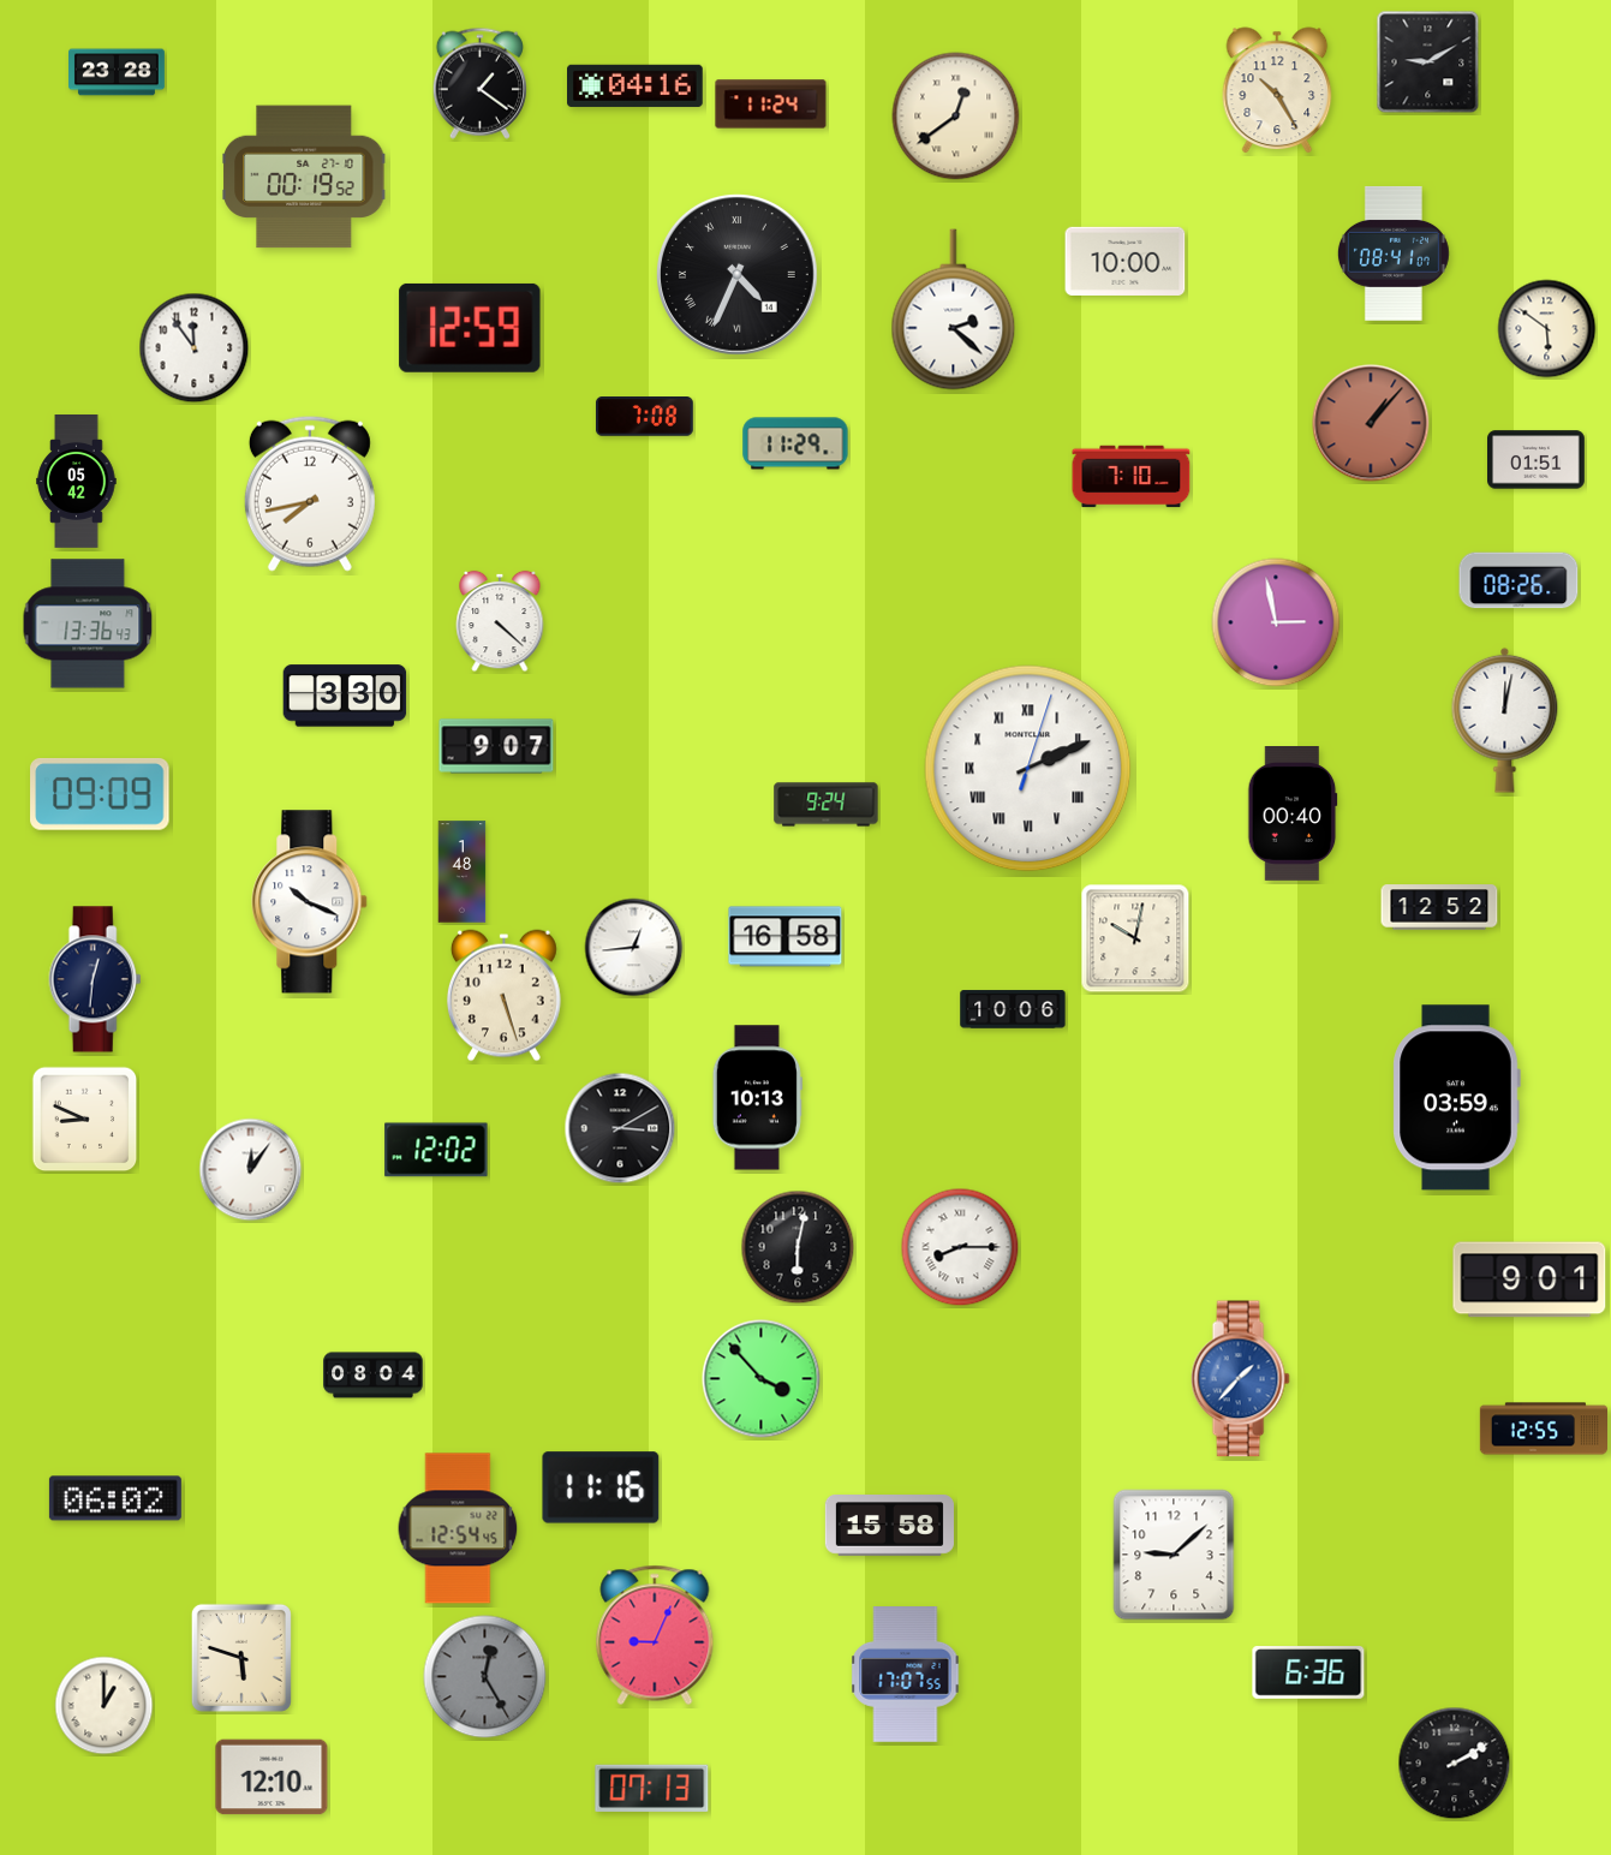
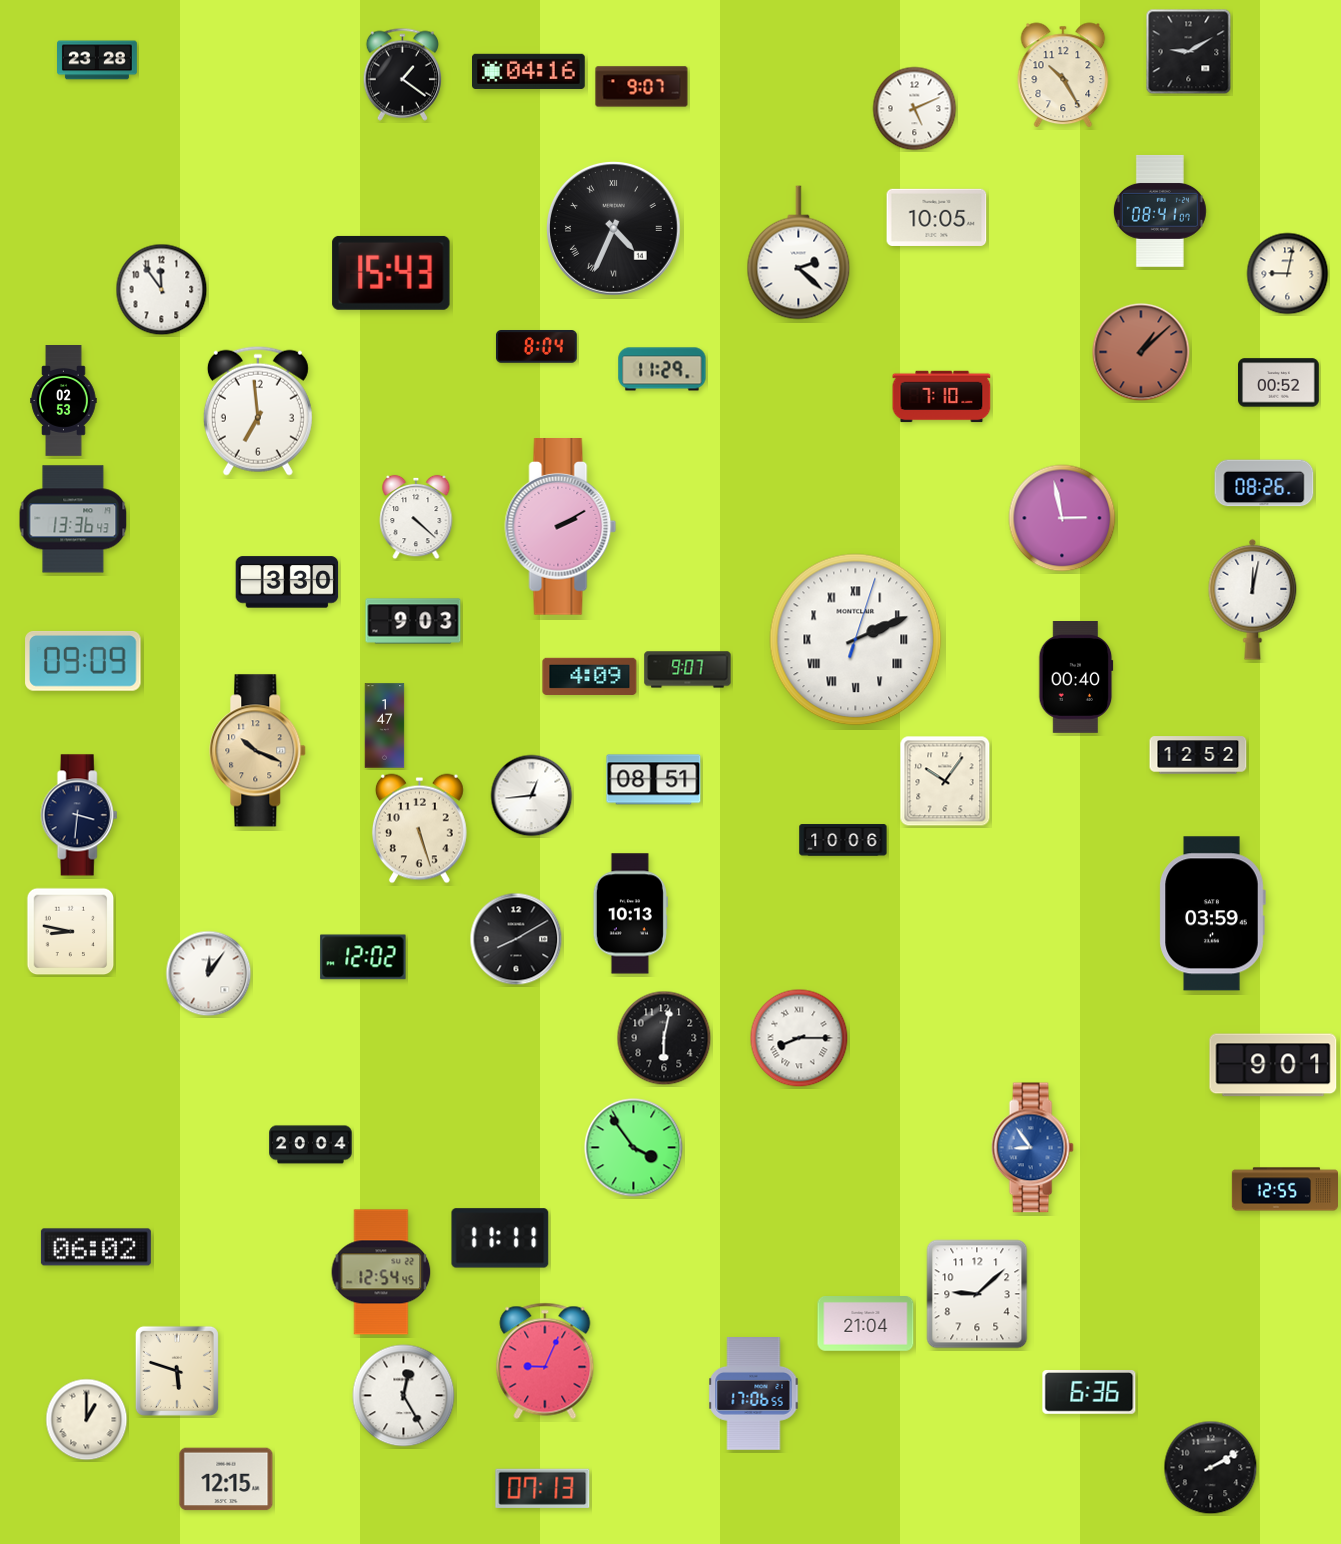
clock at (479, 83) position: (479, 83) -> (402, 74)
clock at (771, 105): 11:24 -> 9:07
clock at (956, 117): 12:39 -> none
clock at (915, 109): none -> 5:11
clock at (305, 177): 00:19 -> none
clock at (1126, 261): 10:00 -> 10:05
clock at (954, 310) position: (954, 310) -> (799, 253)
clock at (470, 328): 12:59 -> 15:43
clock at (1547, 329): 5:51 -> 9:02
clock at (645, 417): 7:08 -> 8:04
clock at (1371, 423): 1:07 -> 1:08
clock at (1537, 460): 01:51 -> 00:52
clock at (77, 482): 05:42 -> 02:53
clock at (310, 494): 7:43 -> 6:59
clock at (561, 527): none -> 2:10
clock at (345, 696) position: (345, 696) -> (287, 582)
clock at (496, 746): 9:07 -> 9:03
clock at (827, 805): 9:24 -> 9:07
clock at (590, 676): none -> 4:09
clock at (463, 872): 1:48 -> 1:47
clock at (310, 902) dial: white -> champagne
clock at (786, 937): 16:58 -> 08:51
clock at (1135, 938): 10:02 -> 10:06
clock at (634, 948) position: (634, 948) -> (532, 796)
clock at (95, 979): 12:31 -> 3:31
clock at (85, 1120): 8:49 -> 8:47
clock at (620, 1128): 3:10 -> 8:10
clock at (374, 1376): 08:04 -> 20:04
clock at (762, 1379): 3:53 -> 3:54
clock at (1240, 1379): 1:37 -> 8:54
clock at (601, 1487): 11:16 -> 11:11
clock at (889, 1526): 15:58 -> none
clock at (866, 1324): none -> 21:04
clock at (241, 1658) position: (241, 1658) -> (177, 1371)
clock at (906, 1675): 17:07 -> 17:06
clock at (485, 1677) dial: grey -> white
clock at (272, 1777): 12:10 -> 12:15
